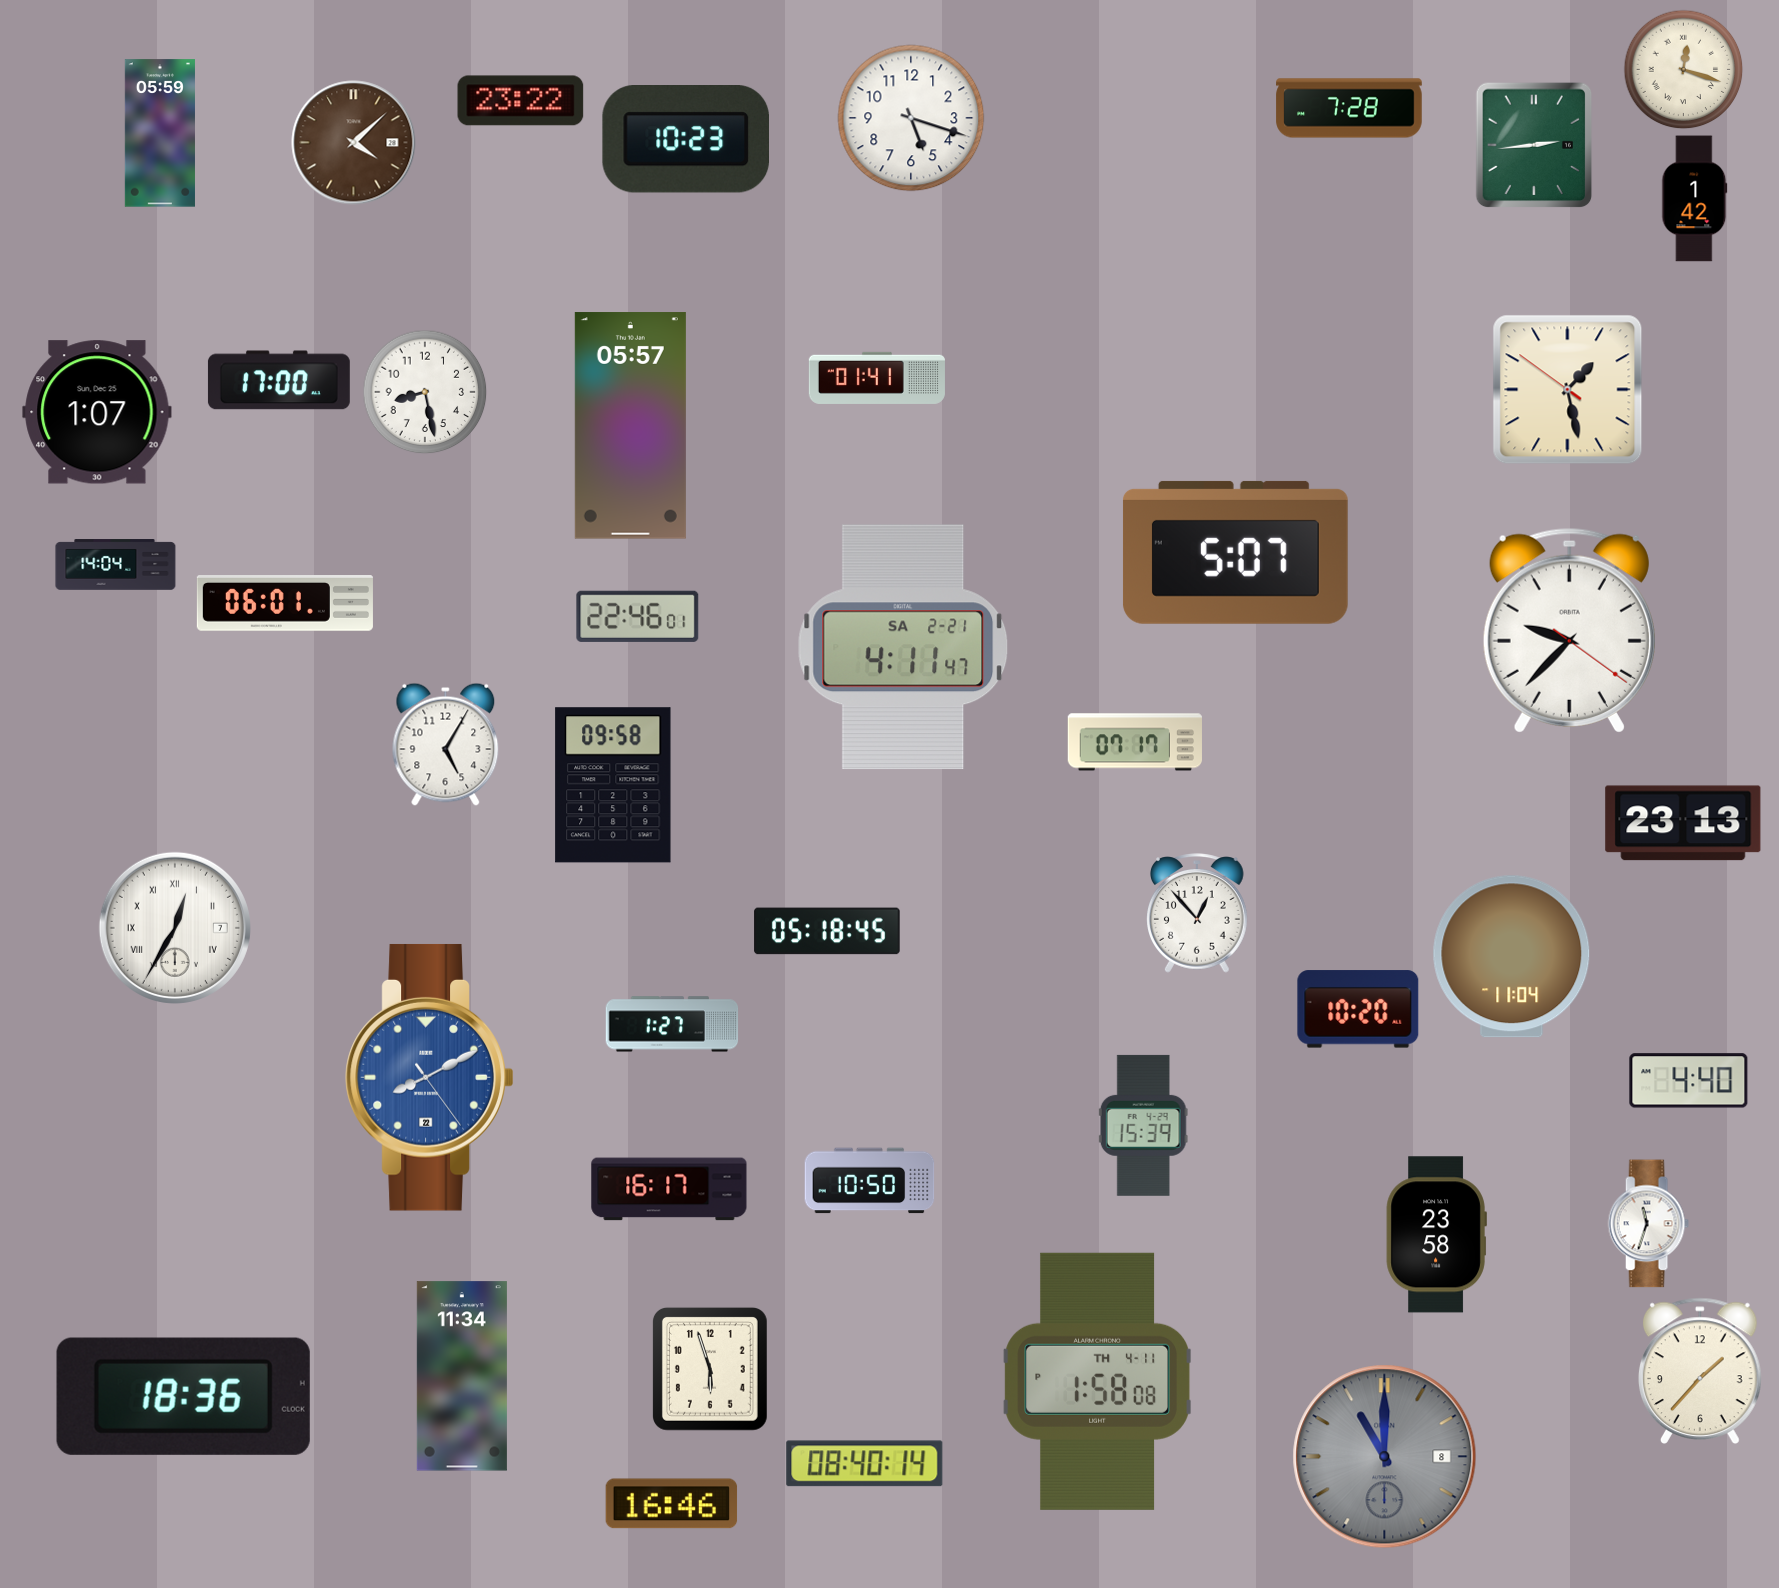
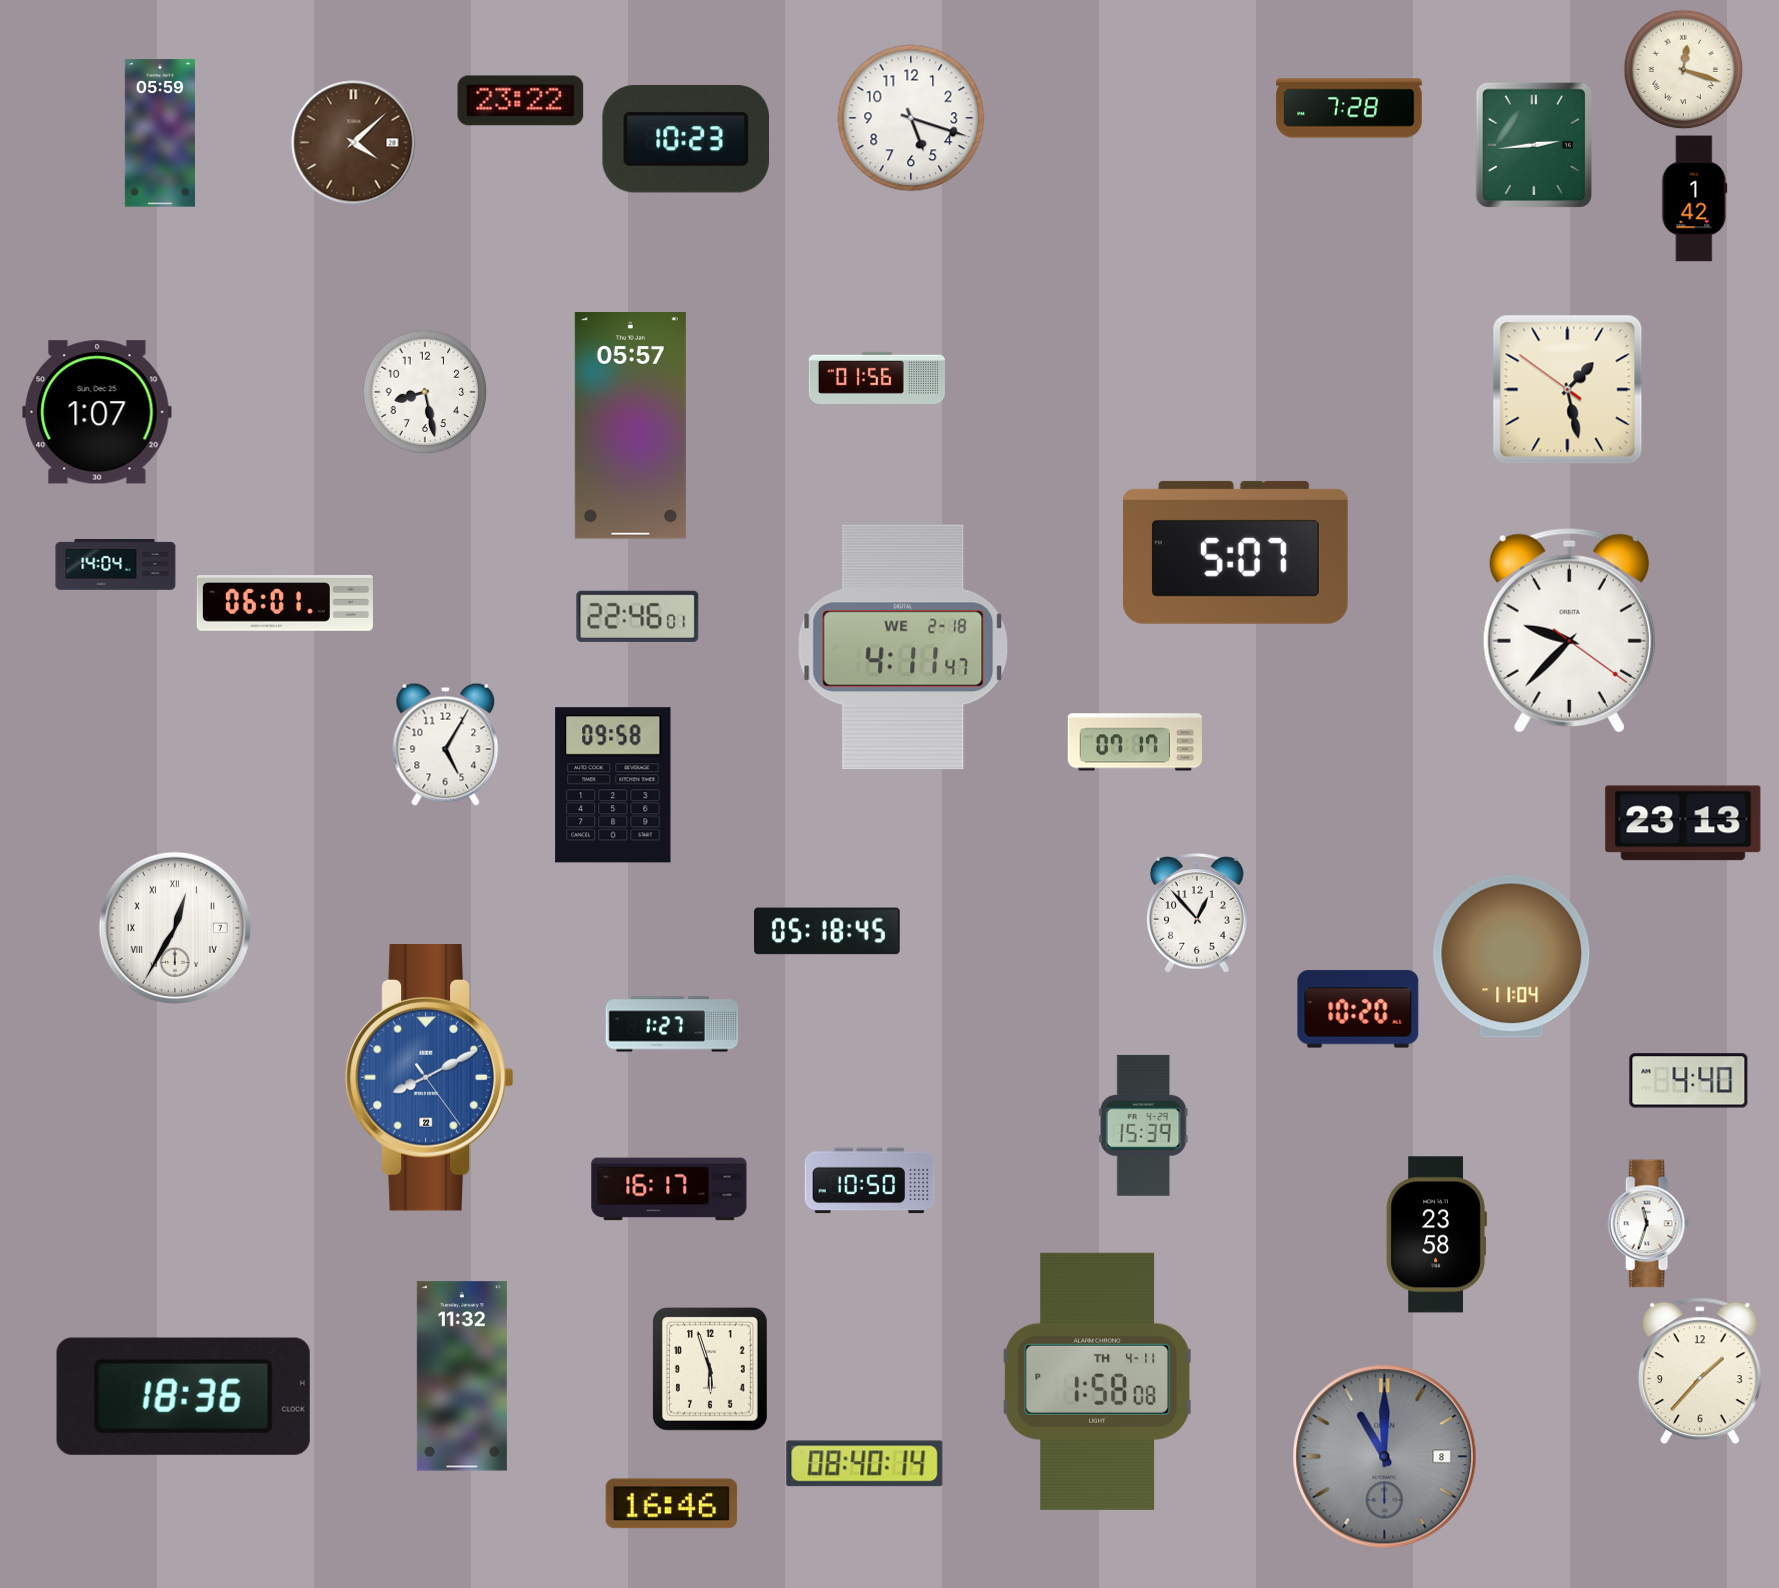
clock at (877, 378): 01:41 -> 01:56
clock at (279, 380): 17:00 -> none
clock at (903, 647) date: SA 2-21 -> WE 2-18
clock at (462, 1376): 11:34 -> 11:32
